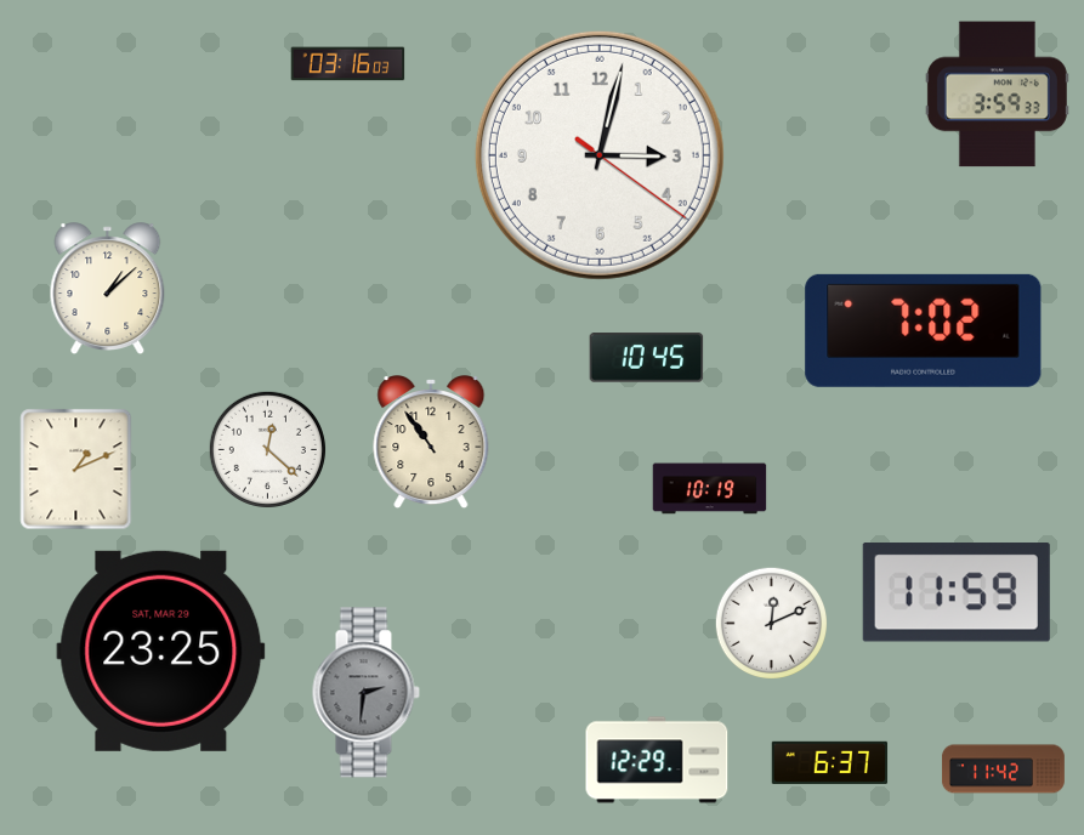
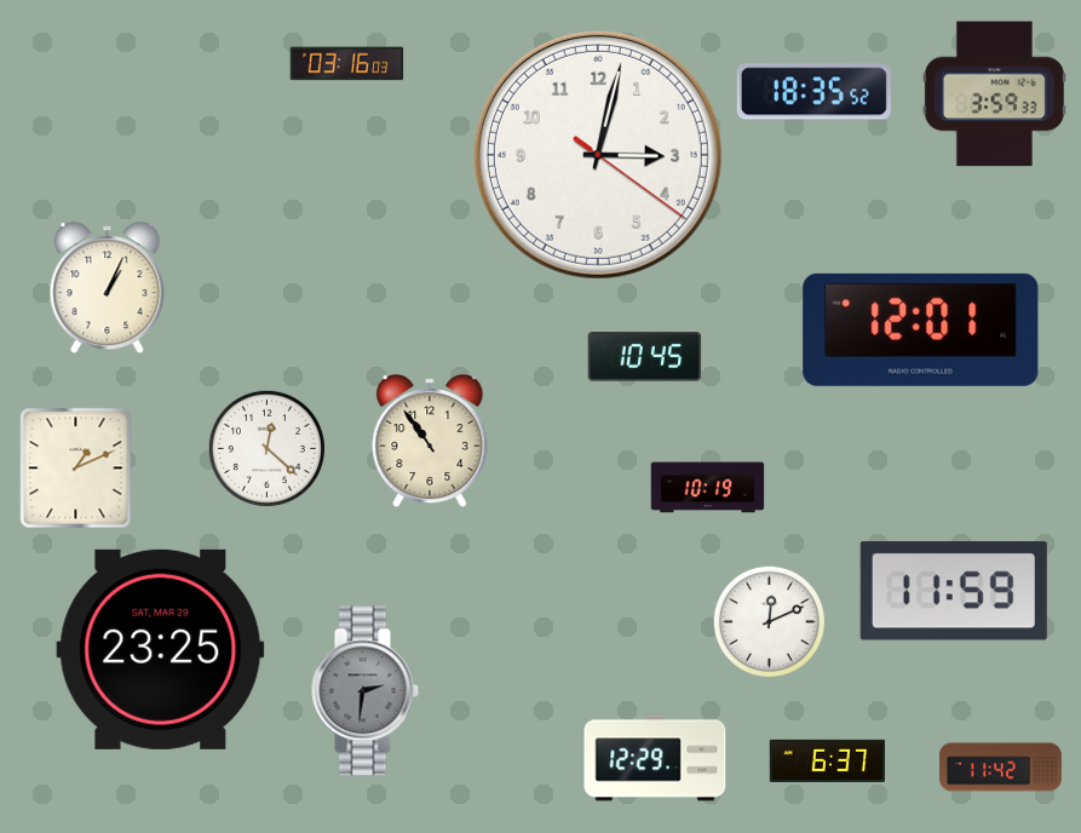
clock at (813, 92): none -> 18:35
clock at (108, 288): 1:08 -> 1:04
clock at (924, 330): 7:02 -> 12:01
